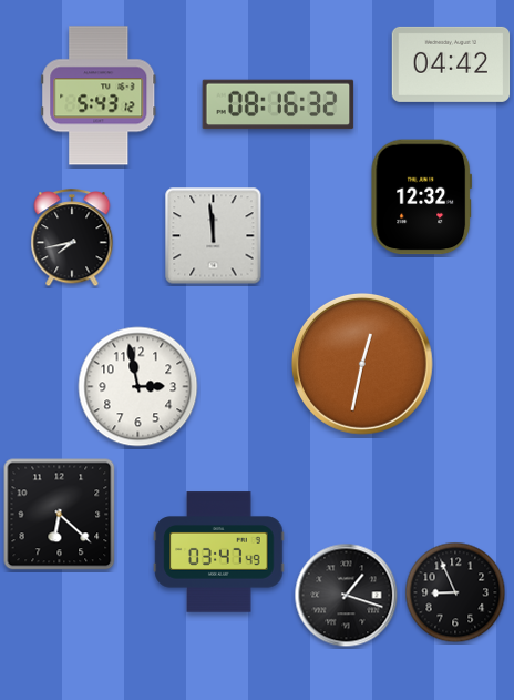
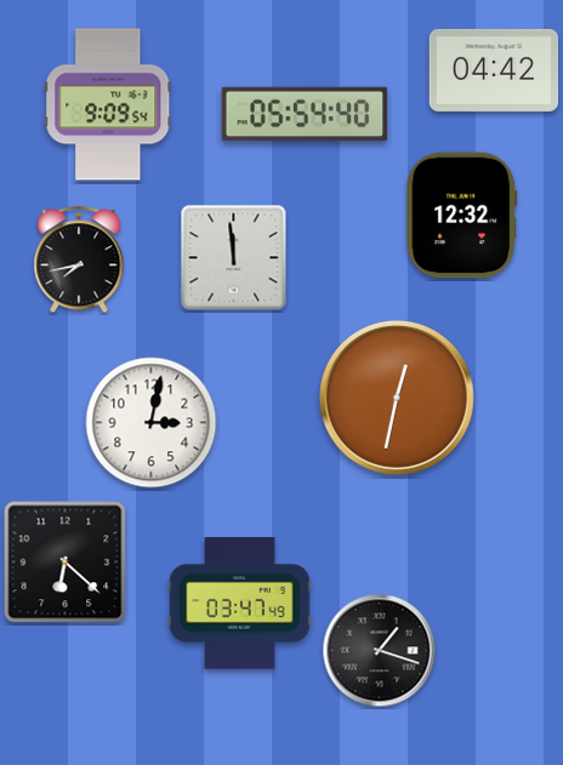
clock at (99, 95): 5:43 -> 9:09
clock at (278, 104): 08:16 -> 05:54
clock at (138, 387): 2:58 -> 3:02
clock at (455, 592): 8:56 -> none
